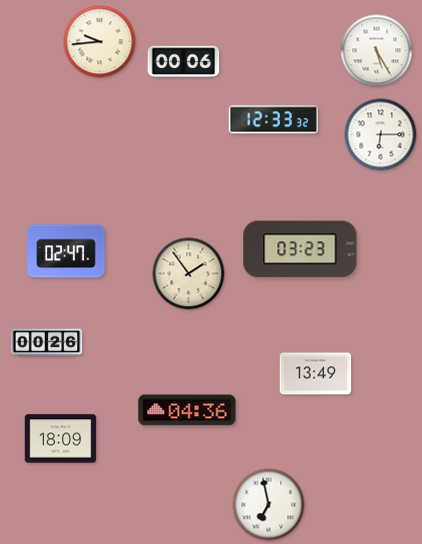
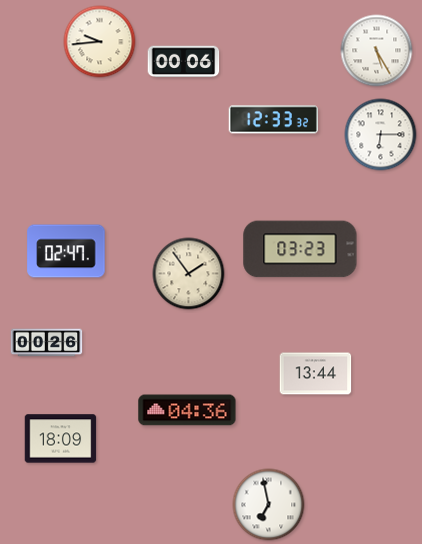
clock at (316, 374): 13:49 -> 13:44
